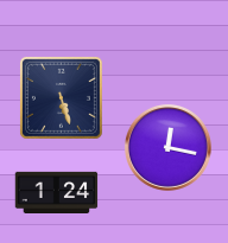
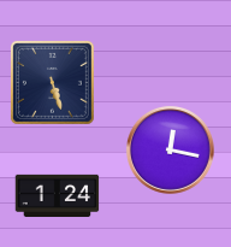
clock at (61, 97) position: (61, 97) -> (52, 82)
